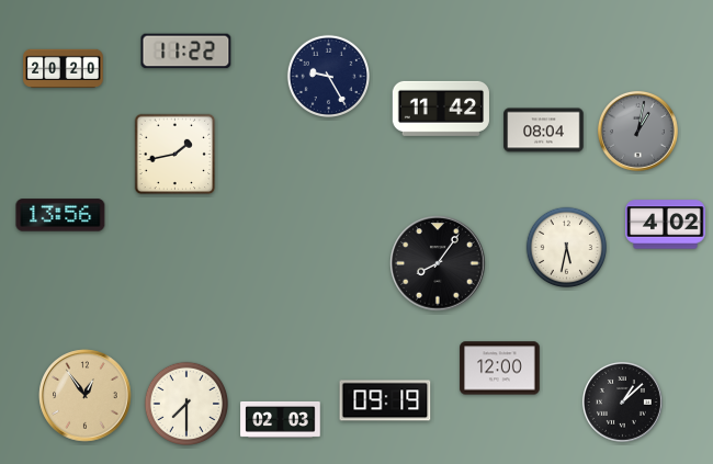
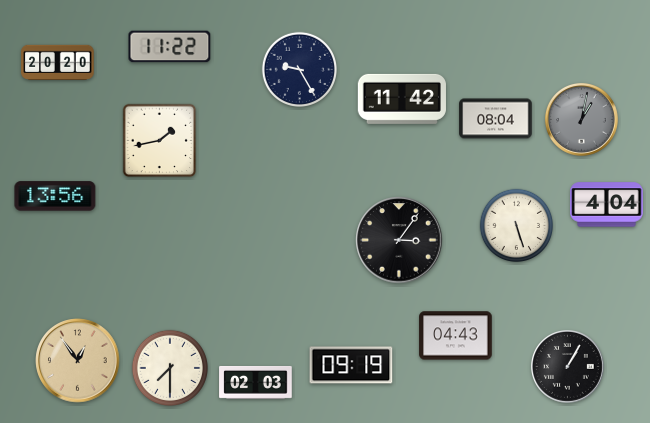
clock at (666, 225): 4:02 -> 4:04
clock at (567, 248): 5:32 -> 5:27
clock at (438, 263): 8:06 -> 3:06
clock at (500, 369): 12:00 -> 04:43
clock at (622, 401): 1:08 -> 1:05
